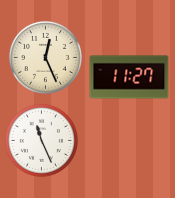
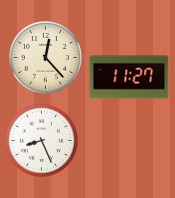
clock at (45, 57): 12:26 -> 12:23
clock at (41, 140): 11:26 -> 8:26
